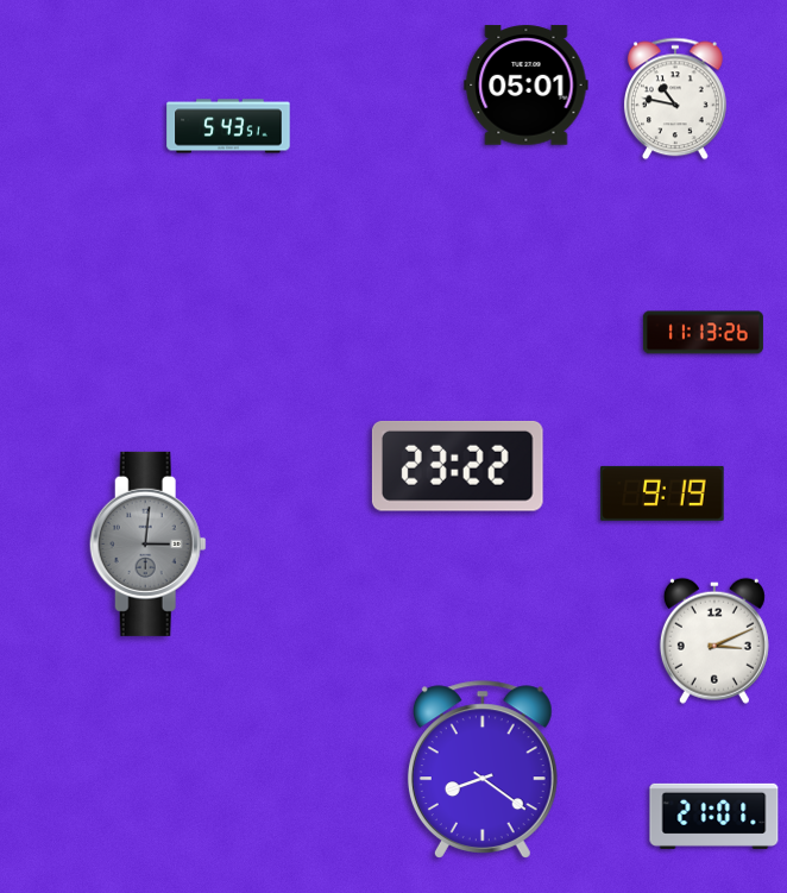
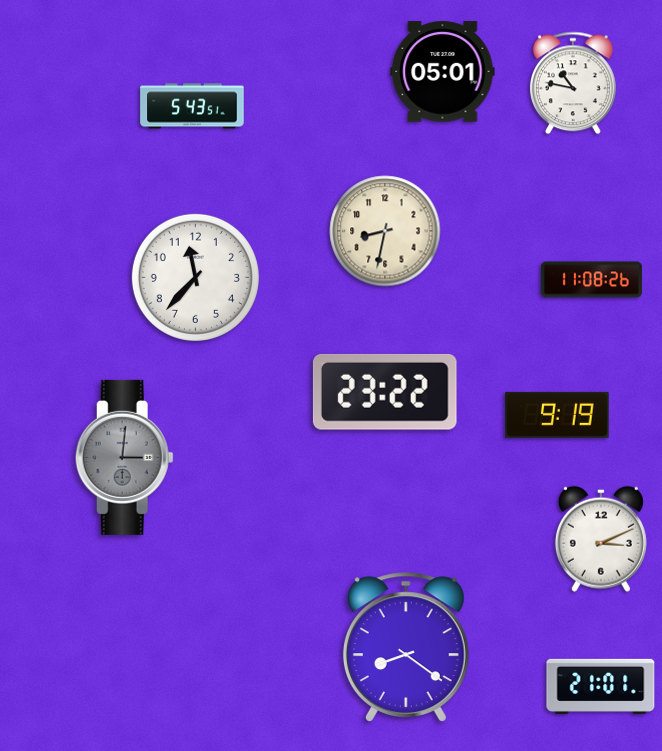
clock at (675, 99) position: (675, 99) -> (573, 83)
clock at (385, 231): none -> 8:32
clock at (195, 277): none -> 11:37
clock at (703, 333): 11:13 -> 11:08
